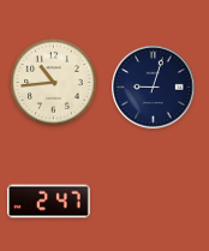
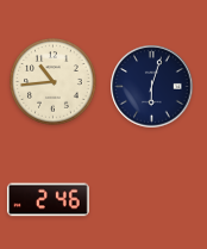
clock at (154, 88): 9:03 -> 6:03
clock at (49, 202): 2:47 -> 2:46
